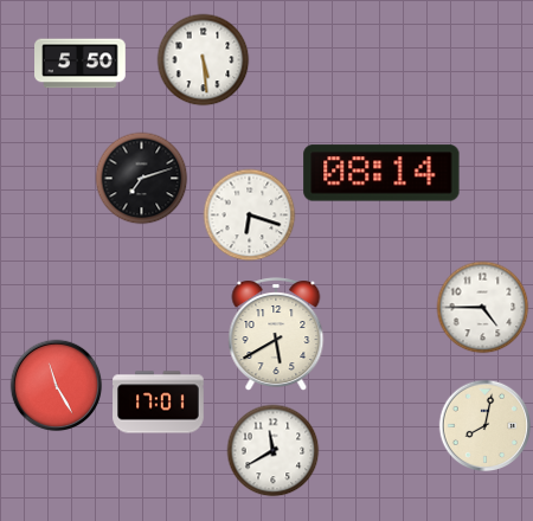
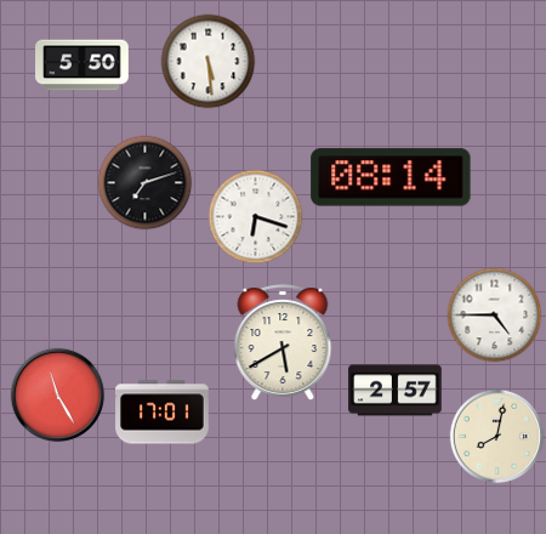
clock at (249, 214) position: (249, 214) -> (255, 216)
clock at (396, 391): none -> 2:57
clock at (272, 450): 11:40 -> none
